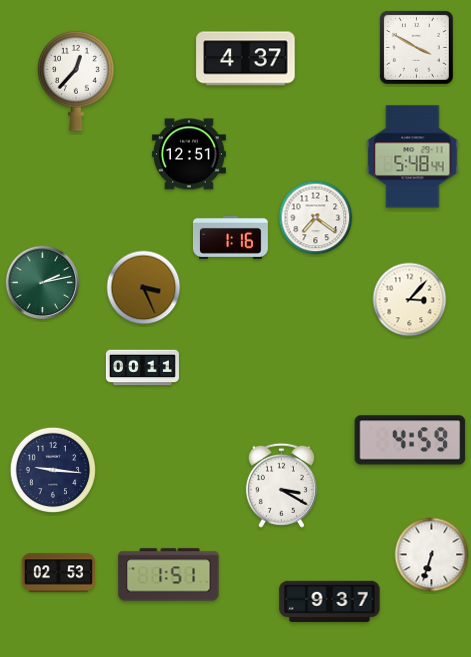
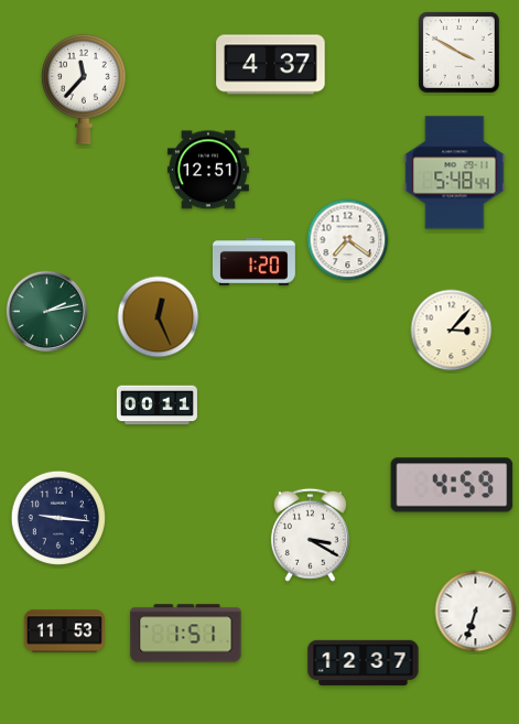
clock at (77, 81): 12:37 -> 11:37
clock at (231, 237): 1:16 -> 1:20
clock at (144, 288): 3:26 -> 12:26
clock at (58, 573): 02:53 -> 11:53
clock at (330, 601): 9:37 -> 12:37
